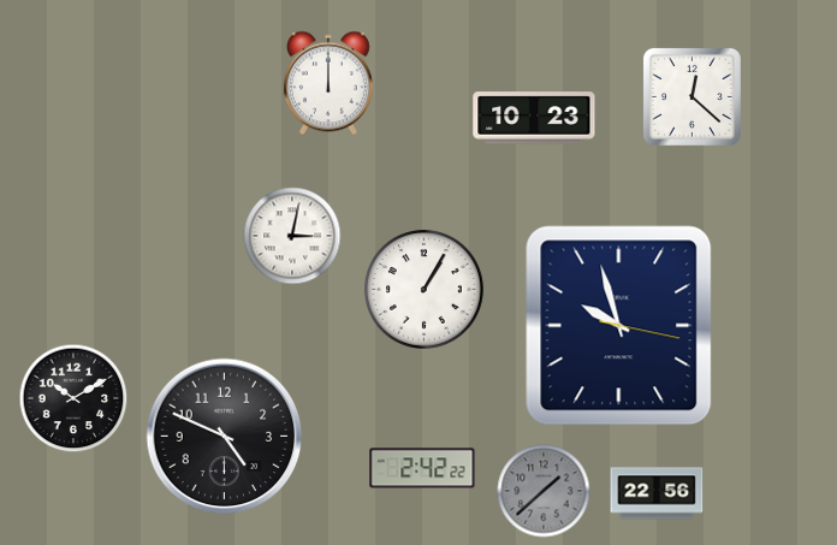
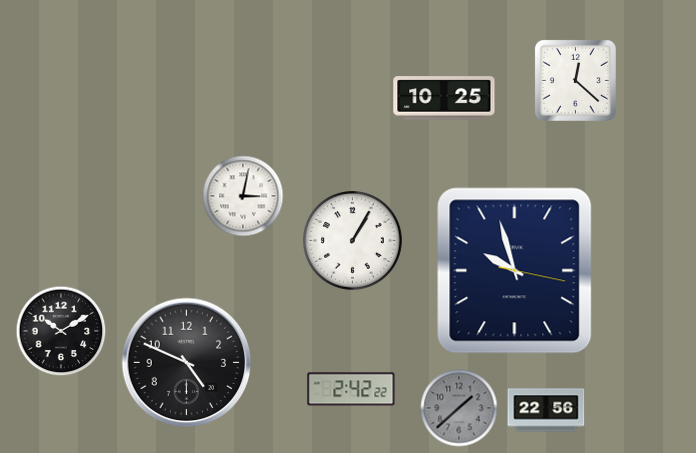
clock at (328, 83): 12:00 -> none
clock at (534, 118): 10:23 -> 10:25
clock at (544, 491) position: (544, 491) -> (459, 408)
